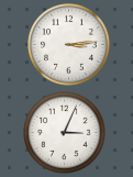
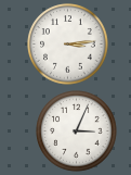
clock at (65, 133) position: (65, 133) -> (77, 132)
